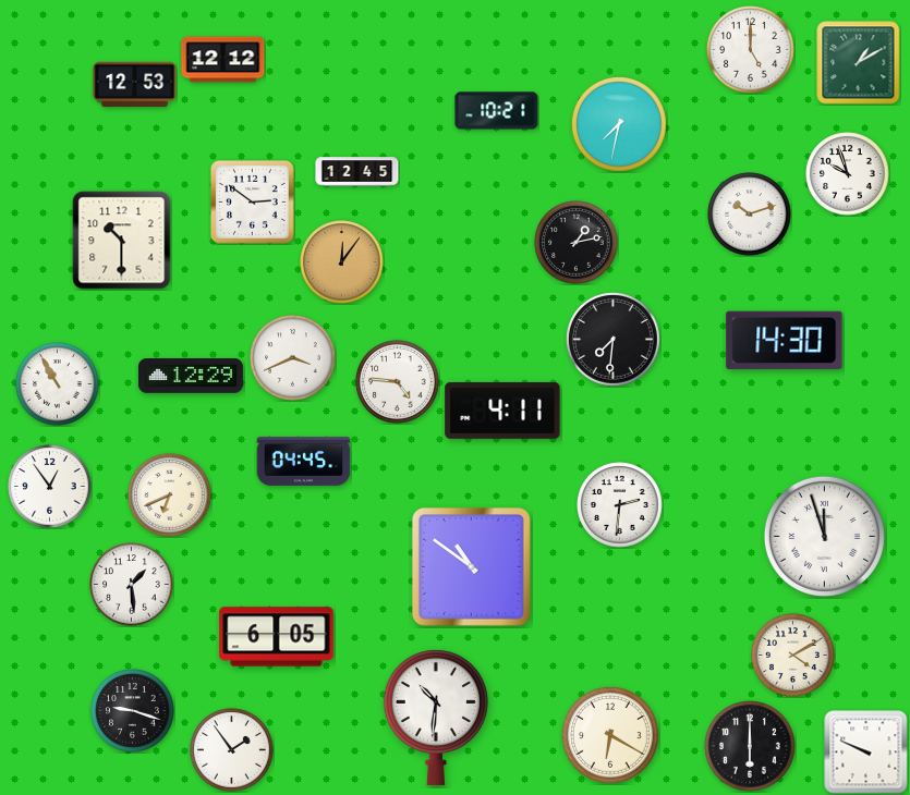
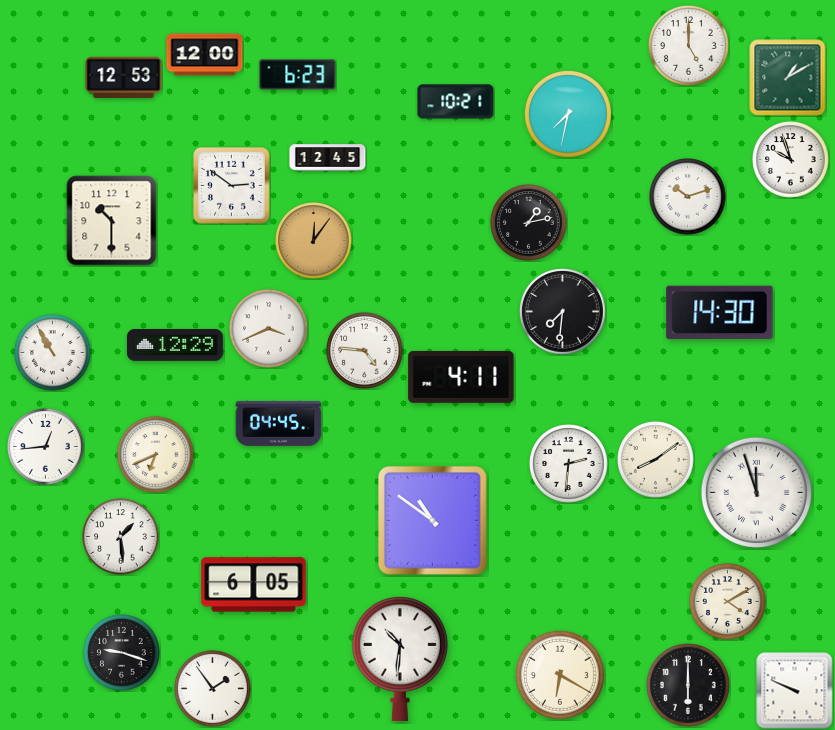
clock at (223, 60): 12:12 -> 12:00
clock at (859, 63) position: (859, 63) -> (788, 78)
clock at (298, 75): none -> 6:23
clock at (848, 174) position: (848, 174) -> (791, 160)
clock at (50, 487): 12:54 -> 12:44
clock at (656, 460): none -> 8:09
